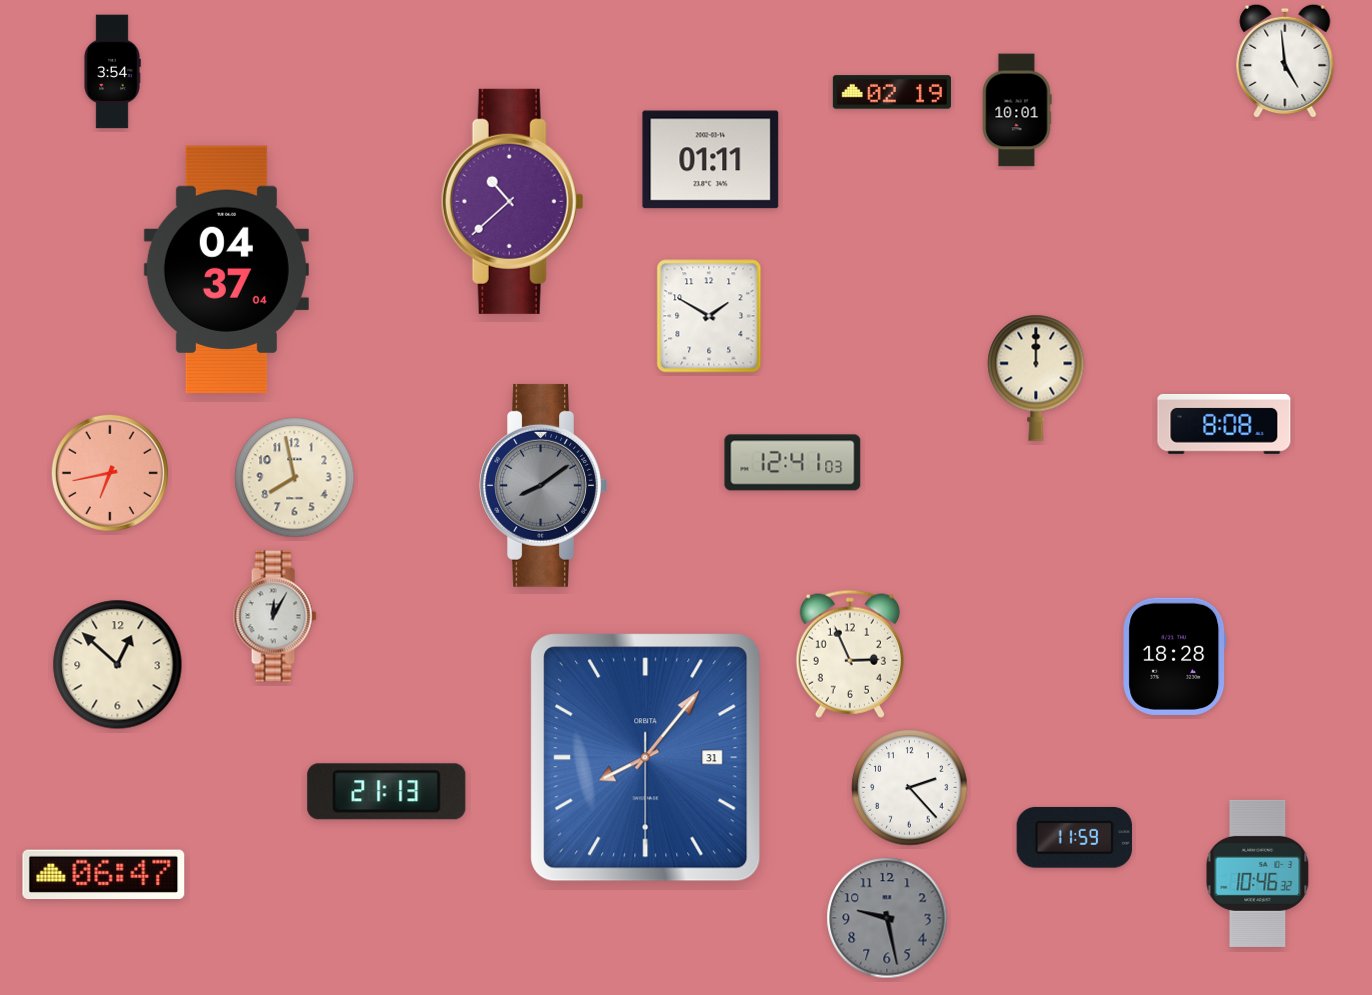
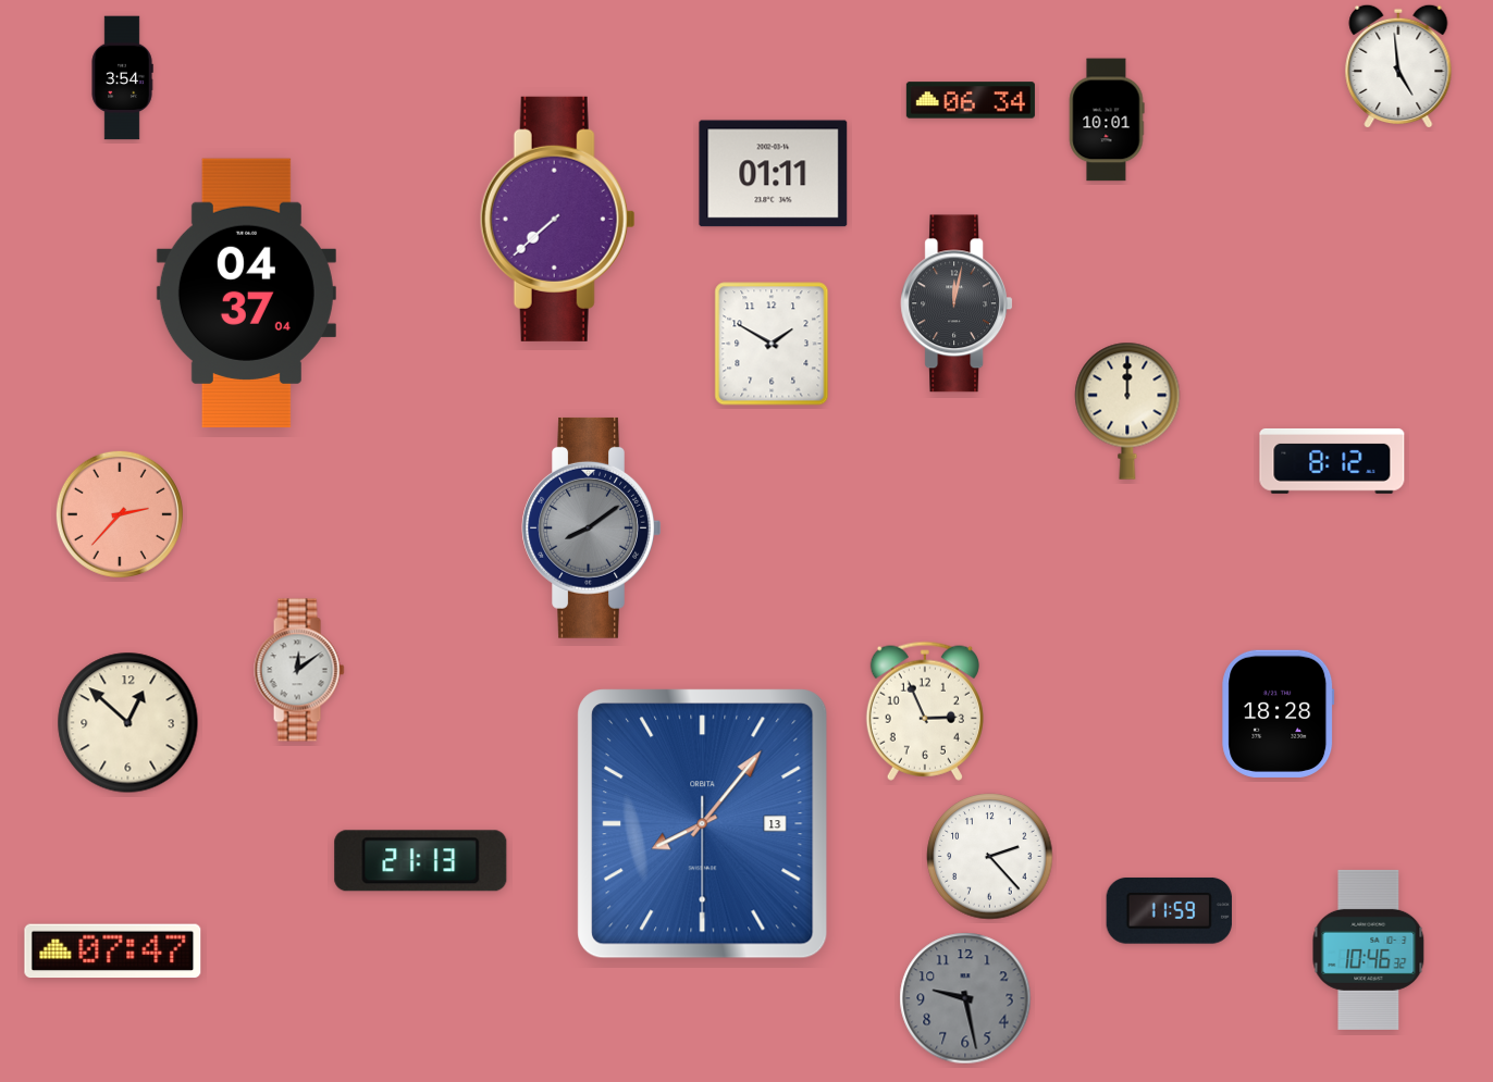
clock at (892, 92): 02:19 -> 06:34
clock at (512, 201): 10:38 -> 7:38
clock at (957, 303): none -> 12:02
clock at (1224, 424): 8:08 -> 8:12
clock at (793, 463): 12:41 -> none
clock at (110, 473): 6:43 -> 2:37
clock at (295, 478): 7:58 -> none
clock at (275, 616): 12:05 -> 12:09
clock at (646, 758) date: 31 -> 13
clock at (104, 875): 06:47 -> 07:47
